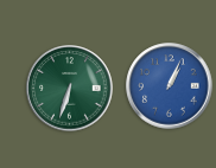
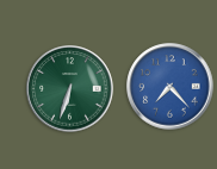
clock at (170, 86): 1:04 -> 7:23
